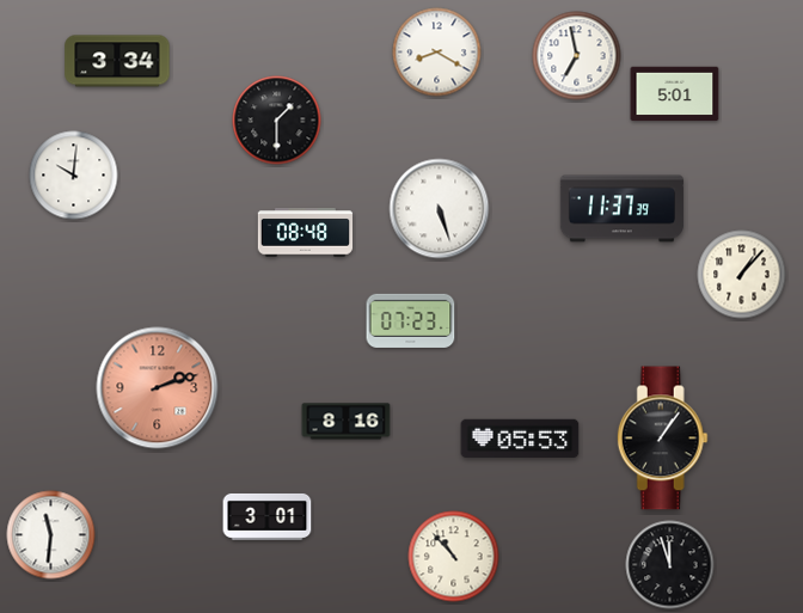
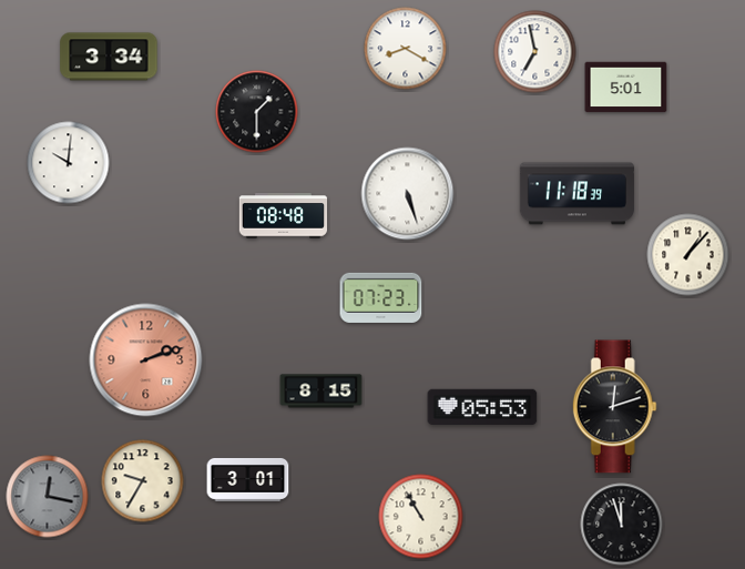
clock at (621, 209): 11:37 -> 11:18
clock at (347, 422): 8:16 -> 8:15
clock at (662, 439): 1:06 -> 12:12
clock at (143, 481): none -> 9:35
clock at (51, 535): 11:31 -> 12:17
clock at (51, 535) dial: white -> grey
clock at (454, 557): 10:53 -> 10:55
